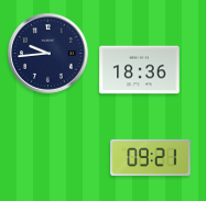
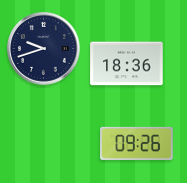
clock at (48, 54): 9:44 -> 9:42
clock at (151, 157): 09:21 -> 09:26
